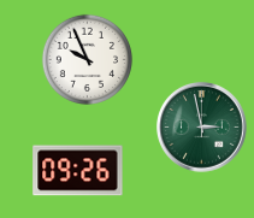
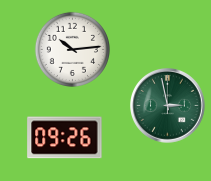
clock at (87, 59): 9:56 -> 10:14
clock at (78, 171) position: (78, 171) -> (65, 138)
